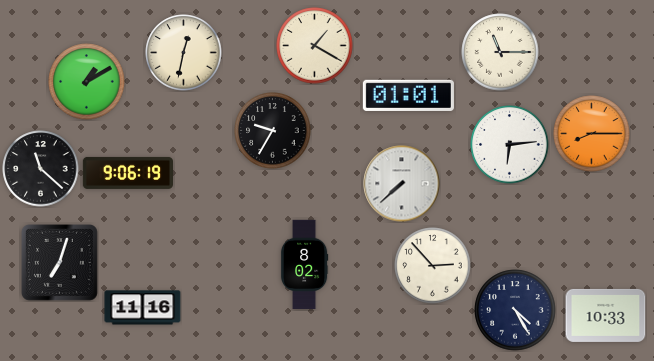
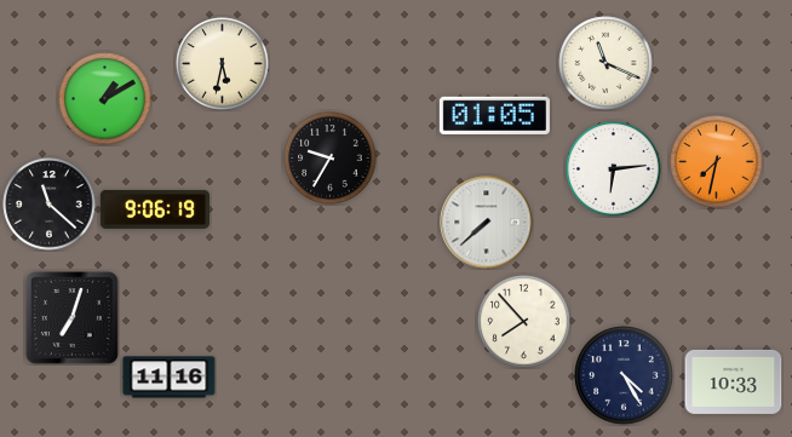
clock at (315, 46): 1:20 -> none
clock at (500, 52): 11:15 -> 11:19
clock at (184, 53): 12:32 -> 5:32
clock at (408, 95): 01:01 -> 01:05
clock at (592, 134): 8:15 -> 7:32
clock at (510, 145) position: (510, 145) -> (614, 169)
clock at (304, 265): 8:02 -> none
clock at (433, 266): 2:53 -> 7:53
clock at (143, 308) position: (143, 308) -> (170, 378)
